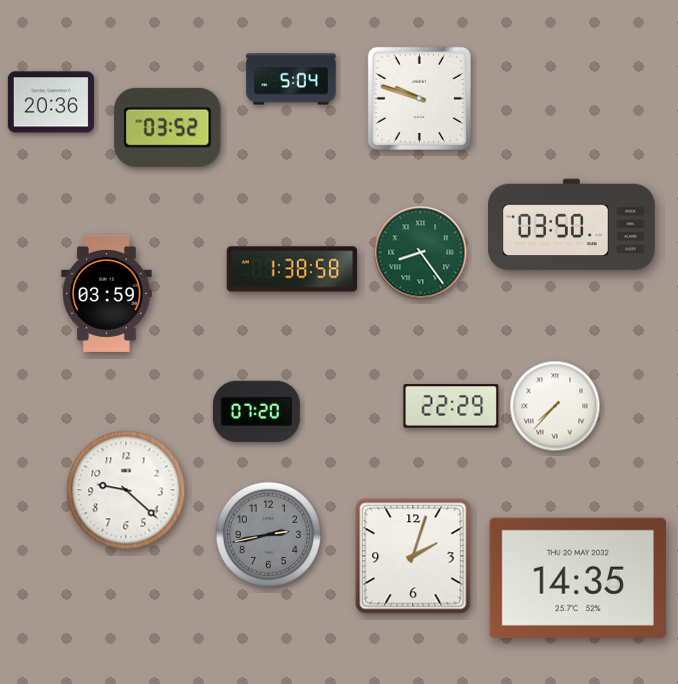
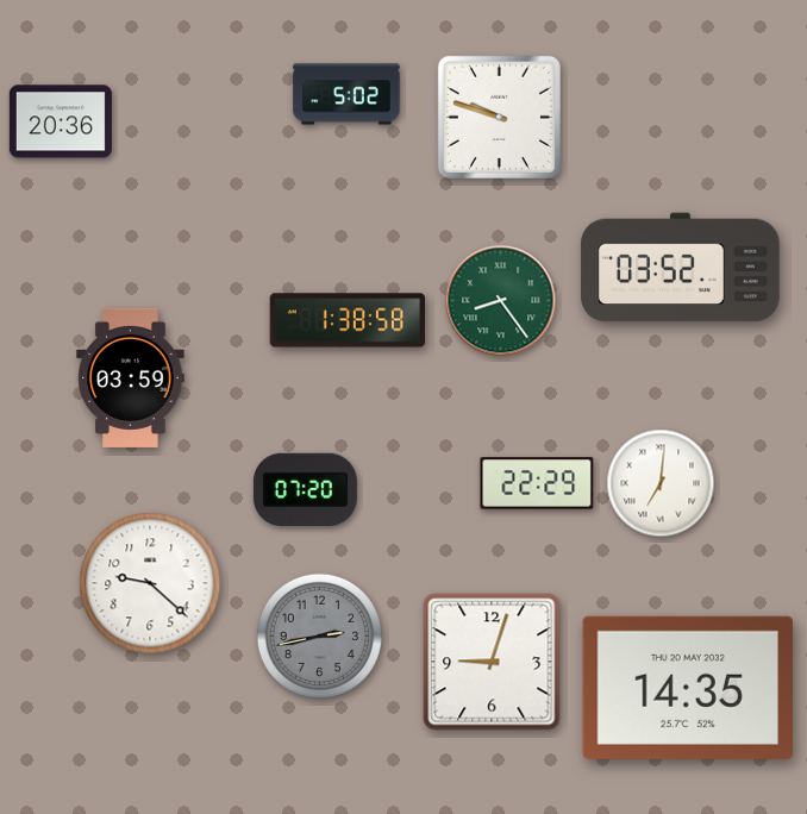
clock at (291, 79): 5:04 -> 5:02
clock at (168, 127): 03:52 -> none
clock at (572, 225): 03:50 -> 03:52
clock at (107, 293) position: (107, 293) -> (131, 377)
clock at (555, 406): 7:37 -> 7:01
clock at (413, 556): 2:03 -> 9:03
